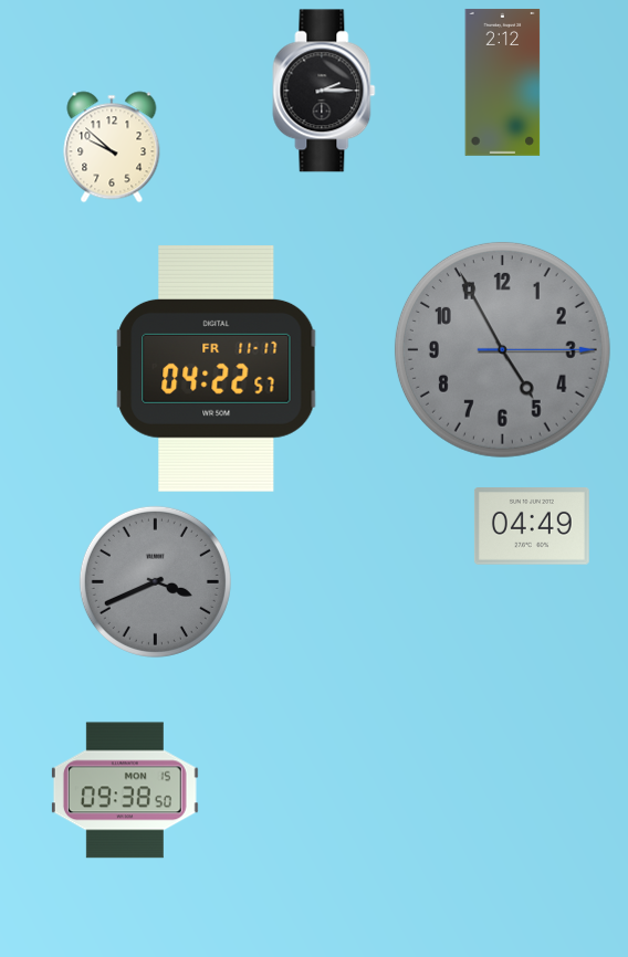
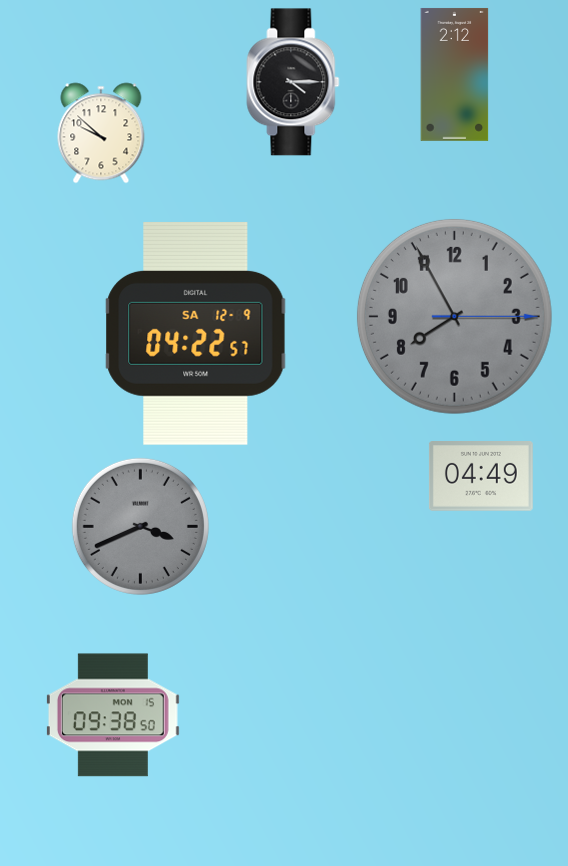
clock at (324, 91): 2:15 -> 4:15
clock at (502, 349): 4:55 -> 7:55
clock at (217, 368) date: FR 11-17 -> SA 12-9
